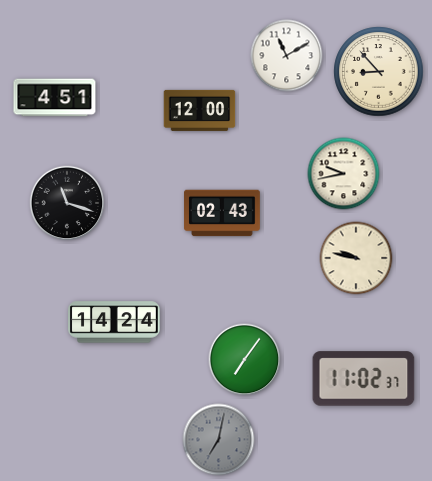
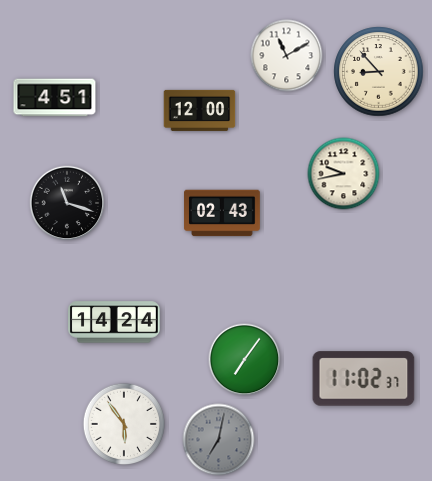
clock at (356, 258): 9:47 -> none
clock at (123, 423): none -> 5:54
